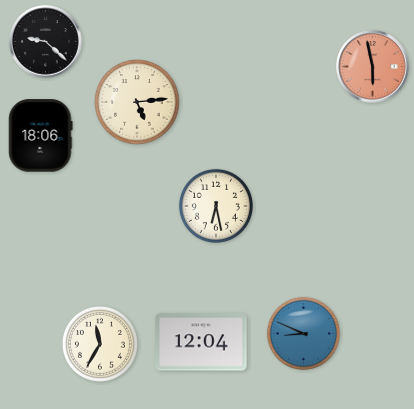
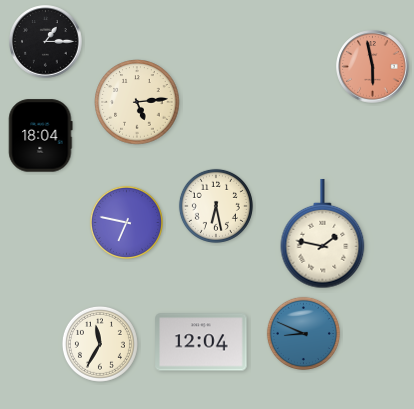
clock at (46, 42): 9:22 -> 1:15
clock at (41, 136): 18:06 -> 18:04
clock at (126, 222): none -> 6:47
clock at (323, 234): none -> 1:47
